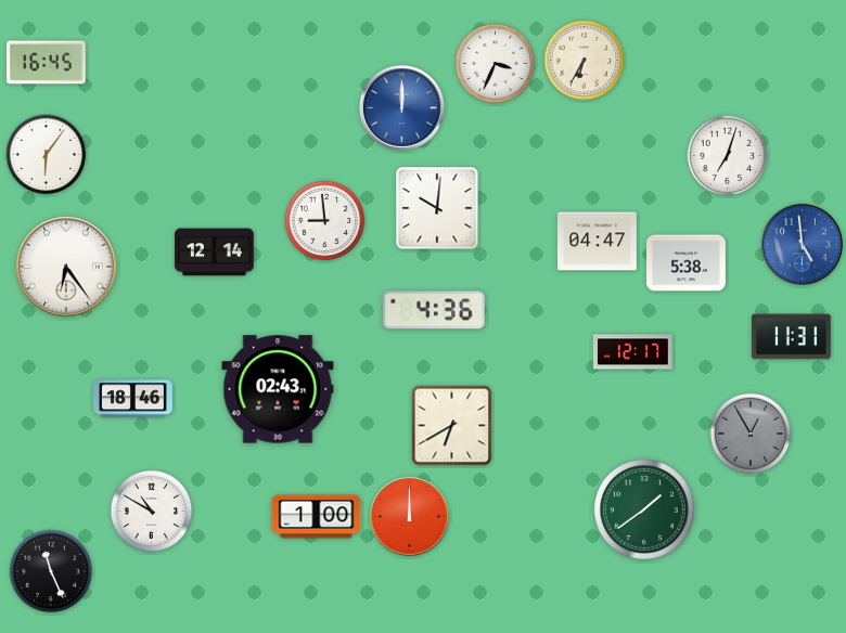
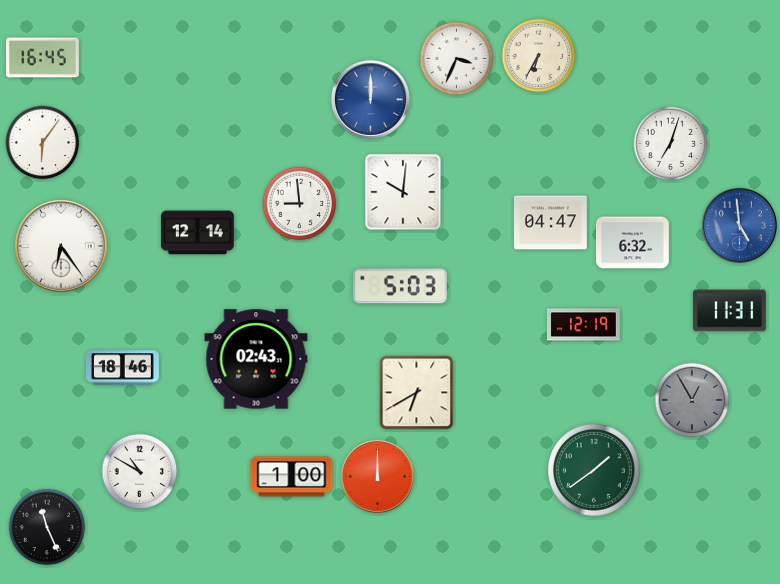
clock at (685, 263): 5:38 -> 6:32
clock at (434, 310): 4:36 -> 5:03
clock at (633, 352): 12:17 -> 12:19
